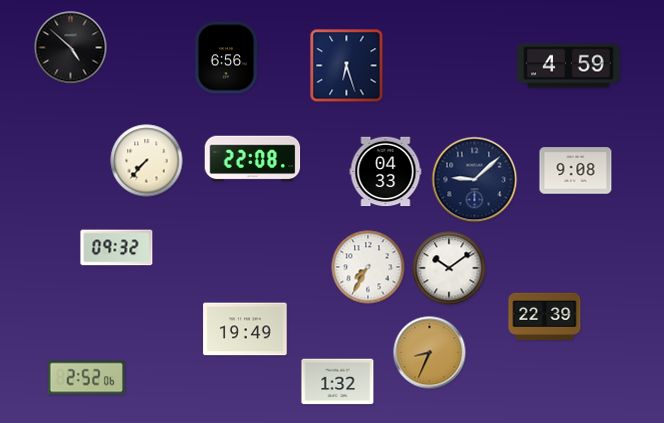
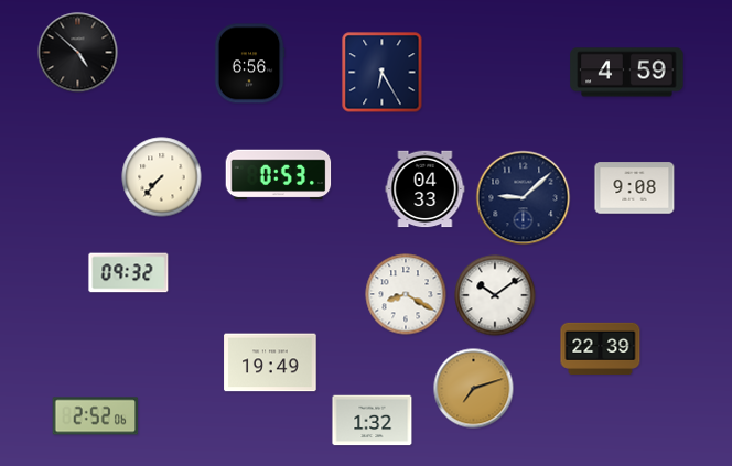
clock at (347, 66): 6:27 -> 6:25
clock at (253, 159): 22:08 -> 0:53
clock at (368, 267): 7:35 -> 8:20
clock at (430, 353): 8:34 -> 7:12
